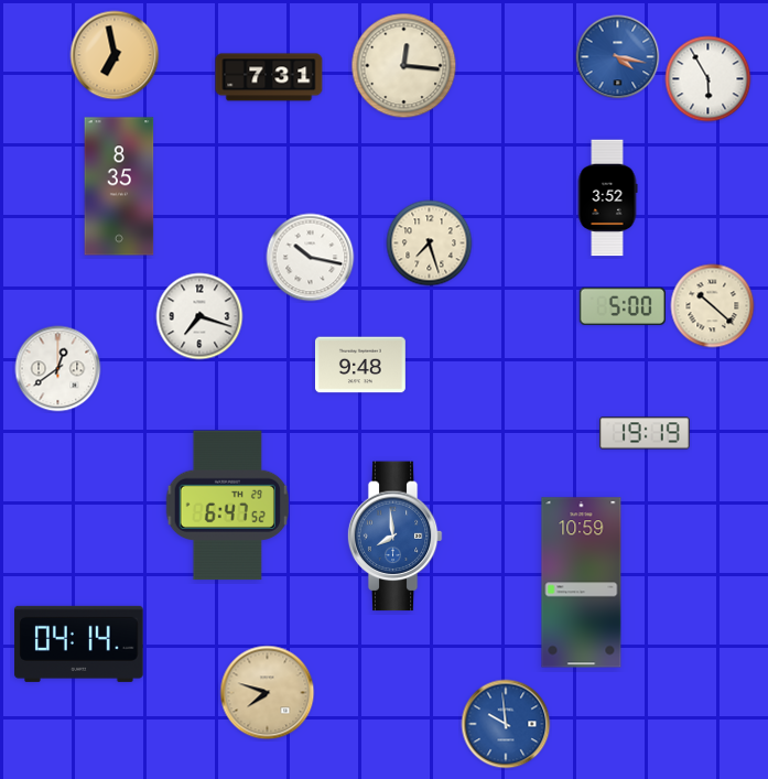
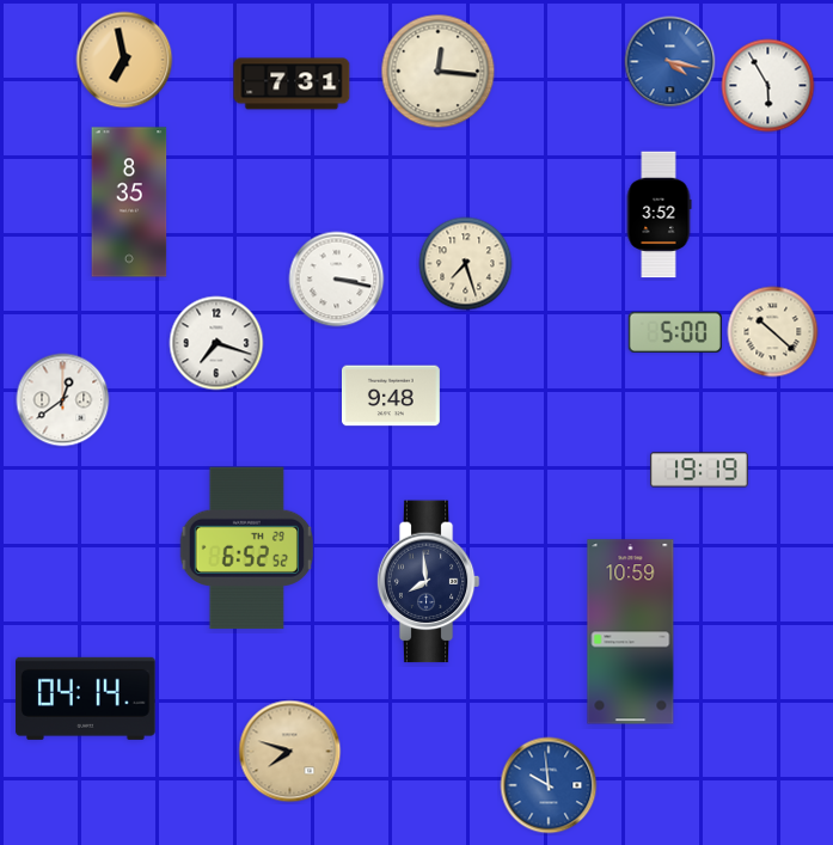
clock at (311, 258): 10:17 -> 3:17
clock at (227, 506): 6:47 -> 6:52
clock at (394, 537) dial: blue -> navy
